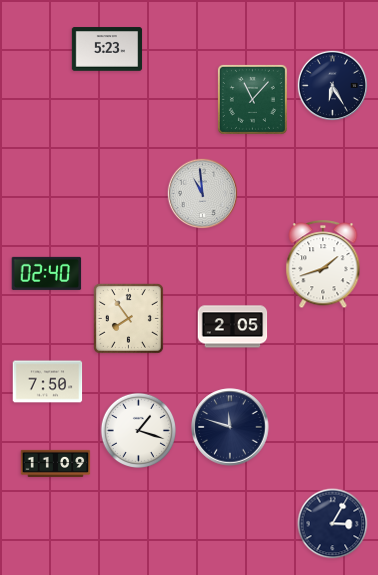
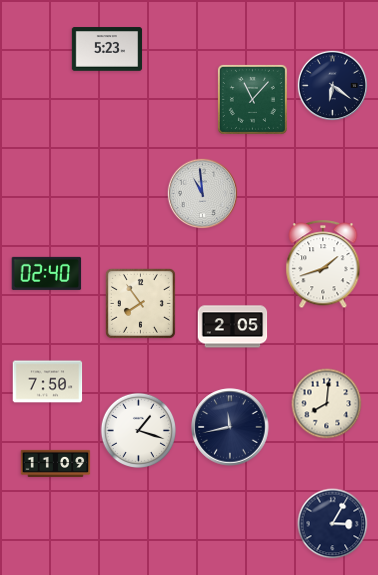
clock at (333, 86): 6:25 -> 6:21
clock at (128, 318) position: (128, 318) -> (140, 303)
clock at (327, 404): none -> 8:01
clock at (230, 427): 11:48 -> 11:43
